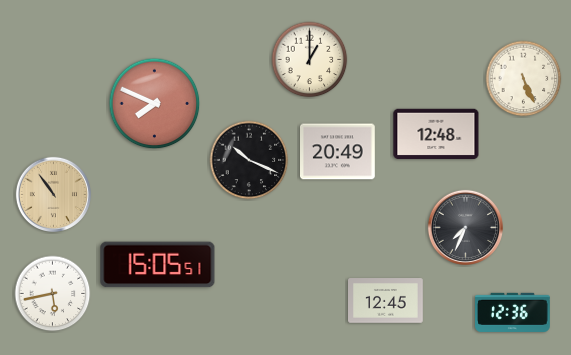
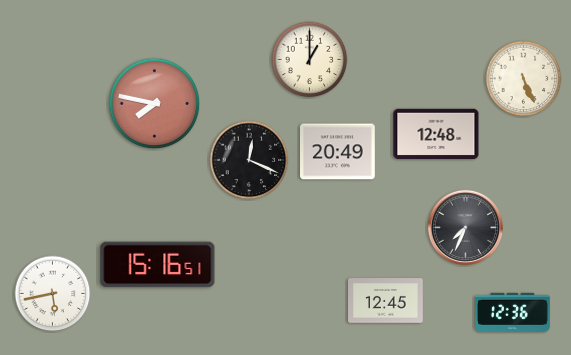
clock at (155, 104): 7:49 -> 7:47
clock at (249, 160): 10:19 -> 12:19
clock at (53, 194): 10:54 -> none
clock at (158, 265): 15:05 -> 15:16
